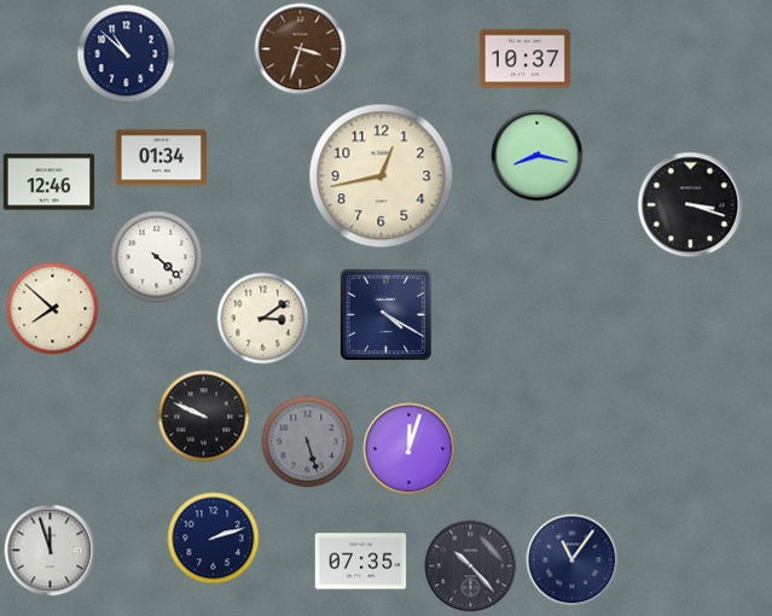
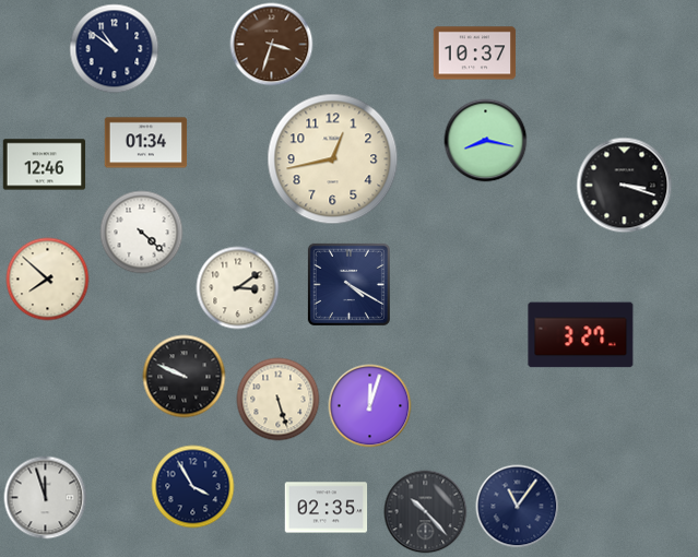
clock at (127, 54): 10:52 -> 10:51
clock at (382, 176) position: (382, 176) -> (333, 159)
clock at (581, 335): none -> 3:27
clock at (308, 442) dial: grey -> cream
clock at (214, 539): 2:12 -> 3:55
clock at (361, 562): 07:35 -> 02:35
